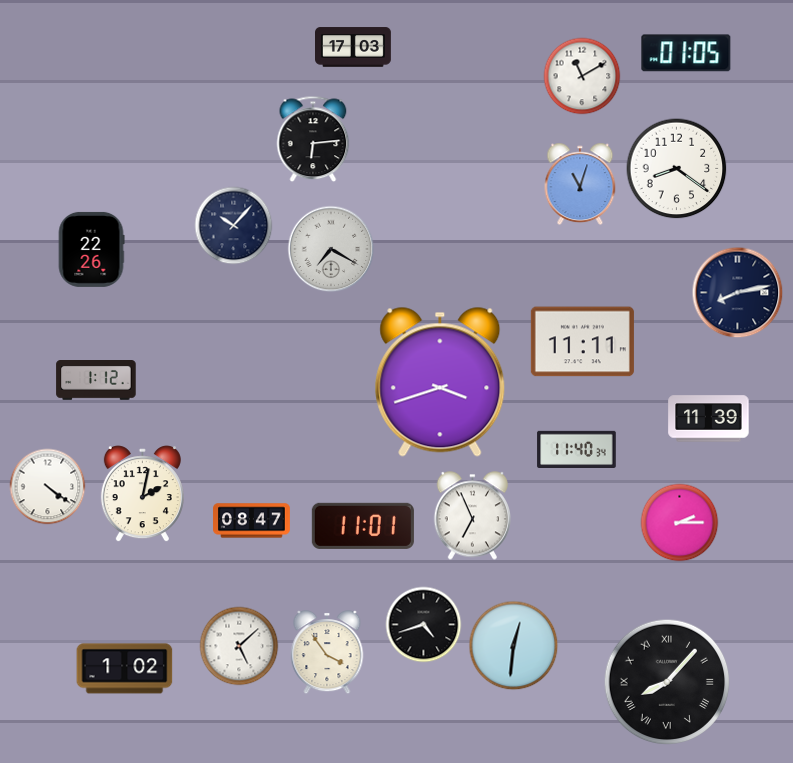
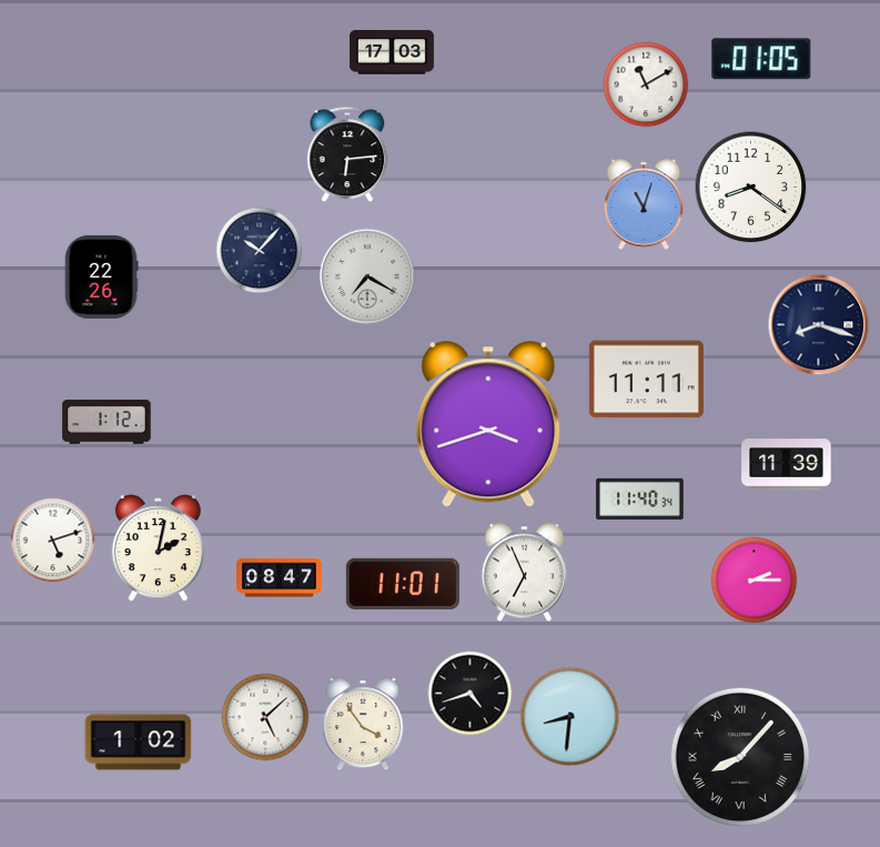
clock at (738, 293): 8:13 -> 8:18
clock at (48, 487): 4:21 -> 5:12
clock at (514, 646): 12:31 -> 8:31
